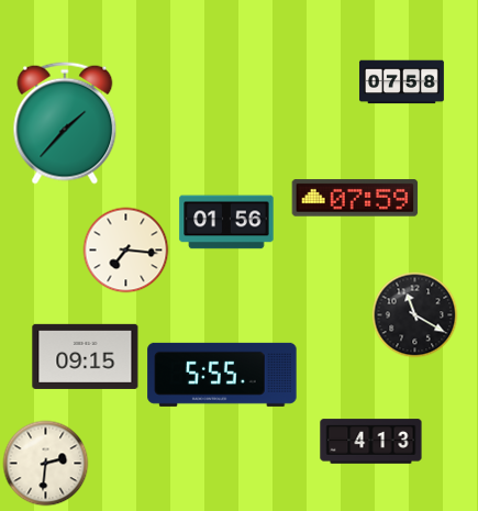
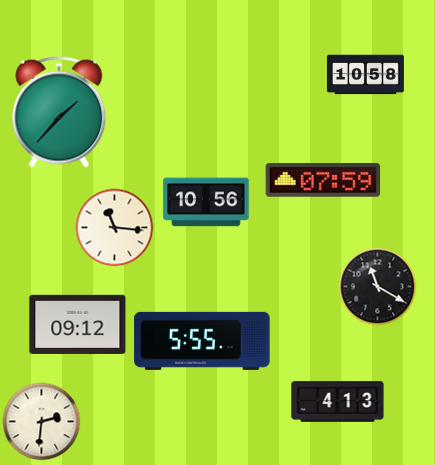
clock at (401, 82): 07:58 -> 10:58
clock at (226, 222): 01:56 -> 10:56
clock at (125, 249): 7:16 -> 11:16
clock at (86, 356): 09:15 -> 09:12
